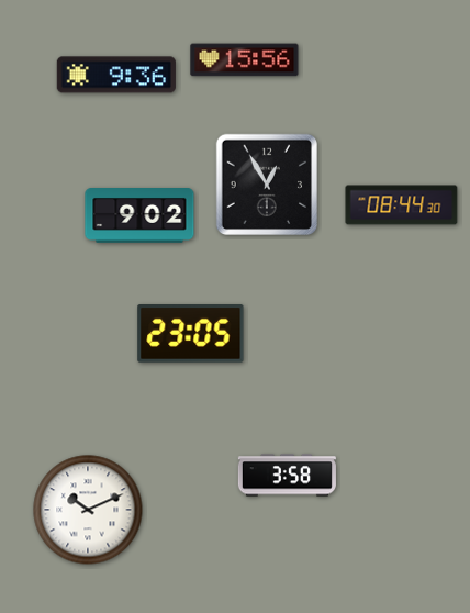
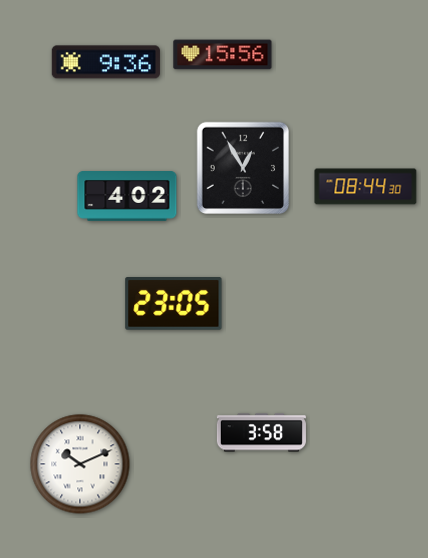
clock at (116, 75) position: (116, 75) -> (106, 62)
clock at (139, 216): 9:02 -> 4:02
